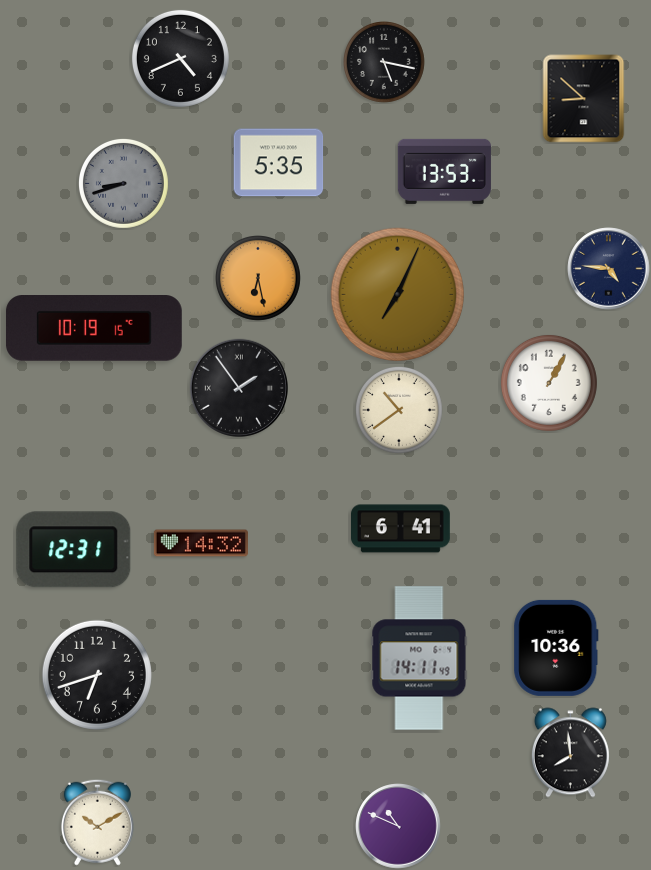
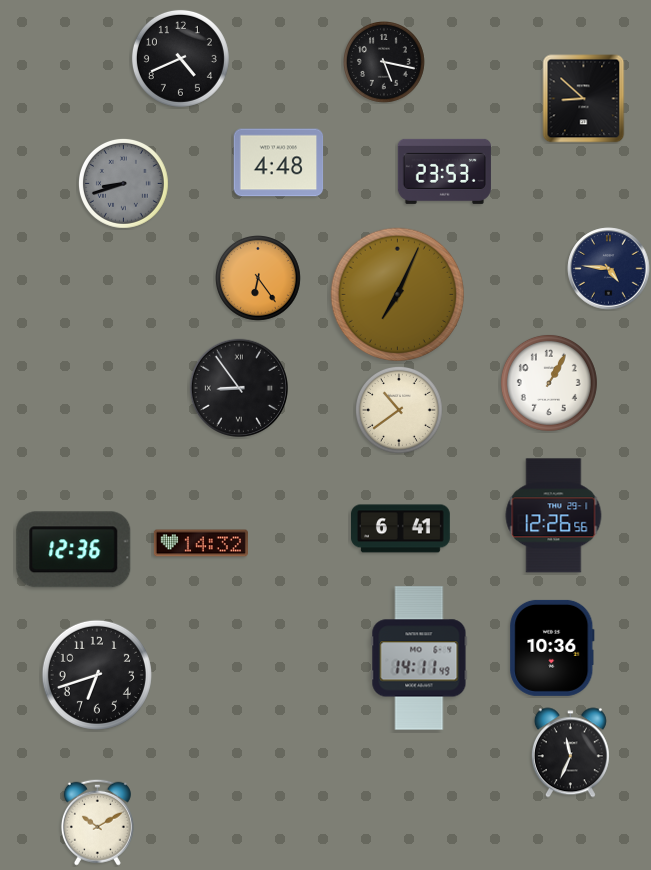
clock at (279, 163): 5:35 -> 4:48
clock at (444, 171): 13:53 -> 23:53
clock at (259, 279): 6:28 -> 6:24
clock at (94, 329): 10:19 -> none
clock at (239, 388): 1:54 -> 8:54
clock at (554, 516): none -> 12:26
clock at (74, 550): 12:31 -> 12:36
clock at (556, 648) position: (556, 648) -> (552, 648)
clock at (570, 753): 7:59 -> 11:34
clock at (398, 826): 10:49 -> none
